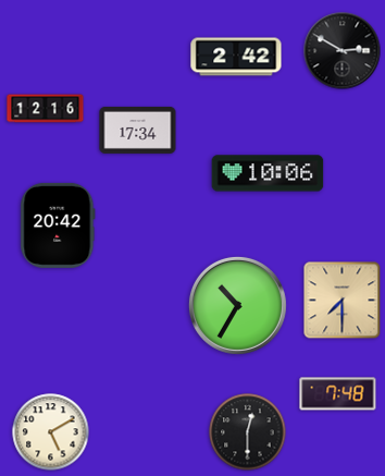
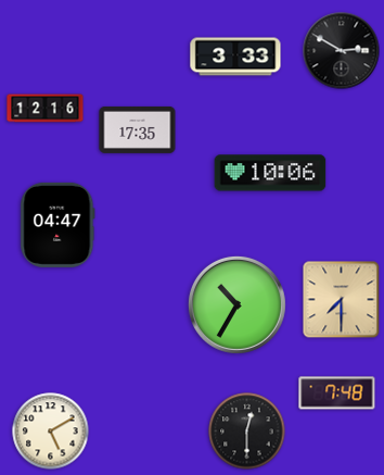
clock at (236, 57): 2:42 -> 3:33
clock at (138, 130): 17:34 -> 17:35
clock at (268, 173) position: (268, 173) -> (270, 173)
clock at (58, 225): 20:42 -> 04:47
